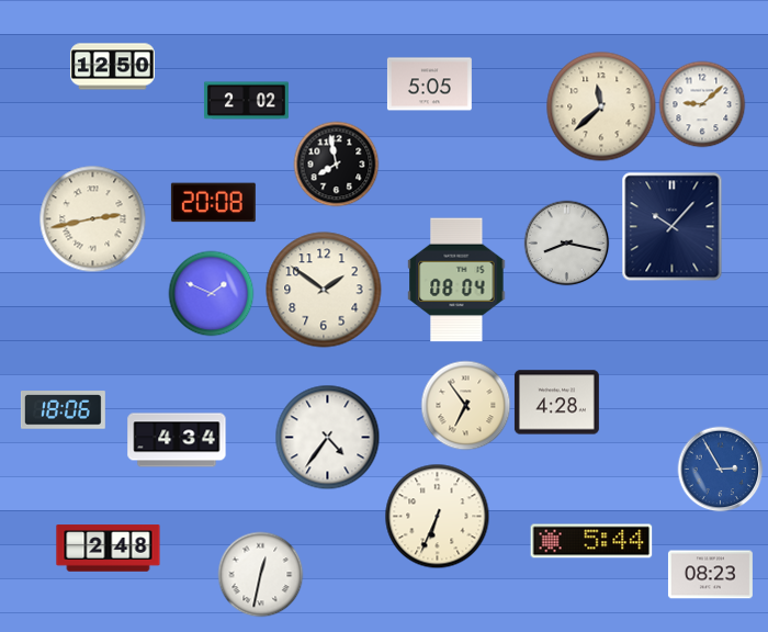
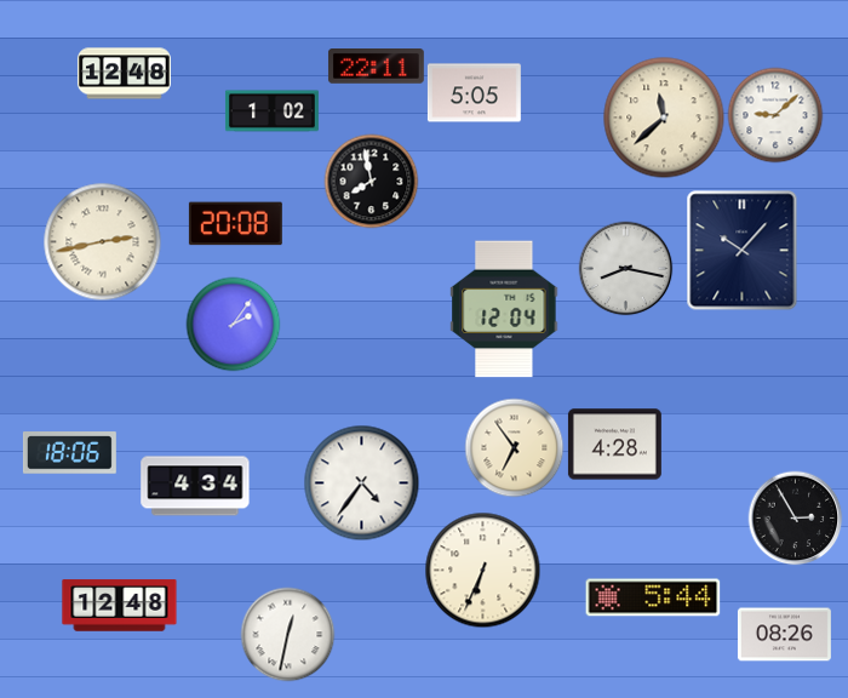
clock at (376, 67): none -> 22:11
clock at (112, 67): 12:50 -> 12:48
clock at (246, 101): 2:02 -> 1:02
clock at (456, 280): 08:04 -> 12:04
clock at (324, 290): 1:51 -> none
clock at (211, 293): 1:49 -> 2:06
clock at (720, 469) dial: blue -> black
clock at (109, 549): 2:48 -> 12:48
clock at (710, 575): 08:23 -> 08:26
